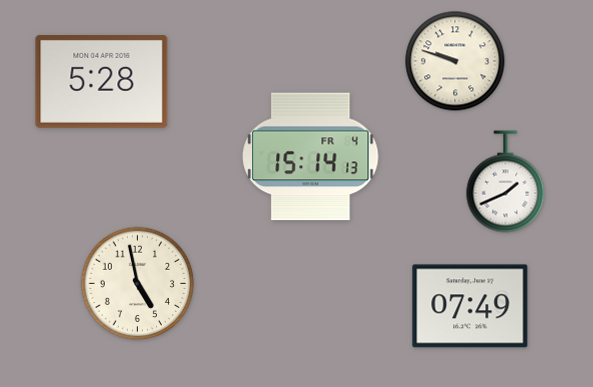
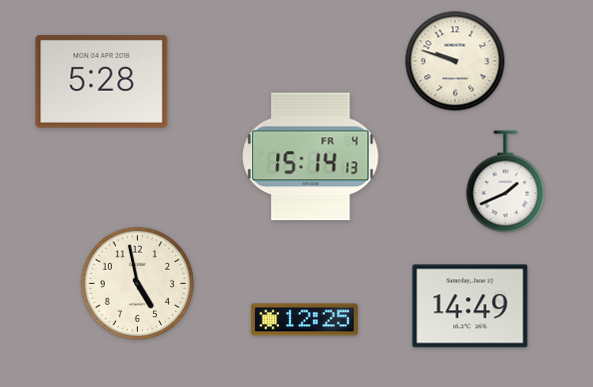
clock at (470, 306): 07:49 -> 14:49
clock at (304, 320): none -> 12:25
